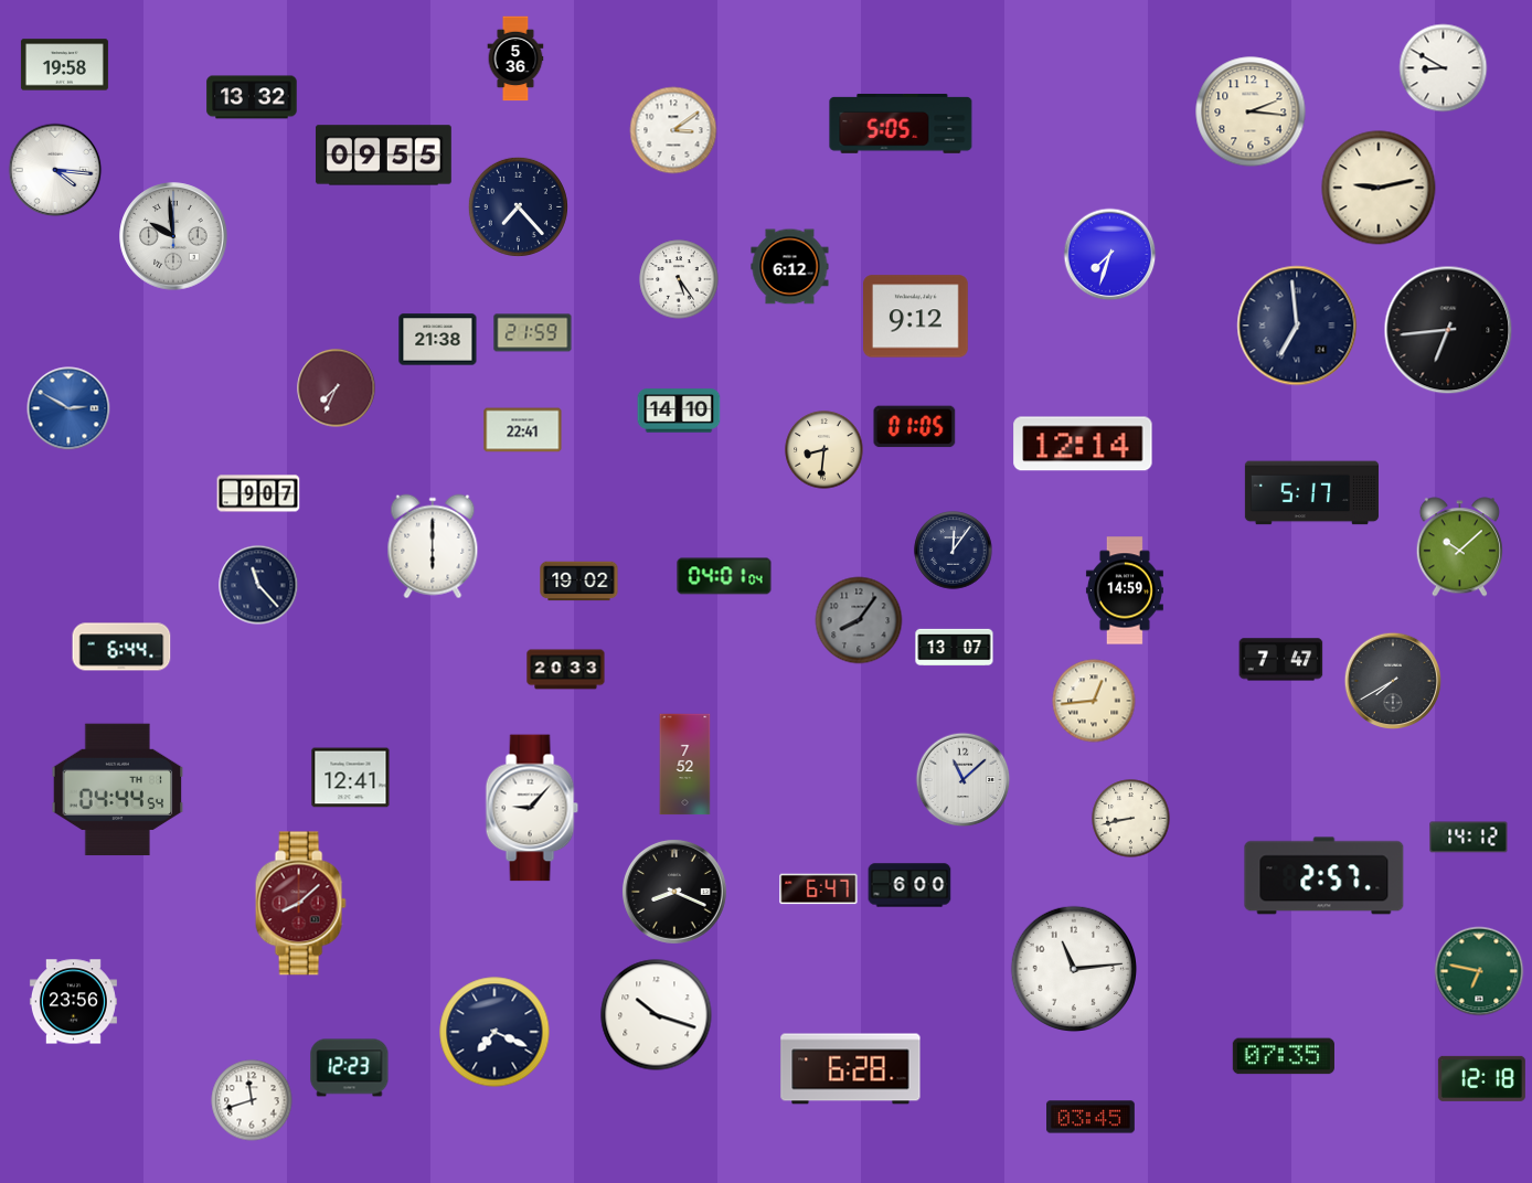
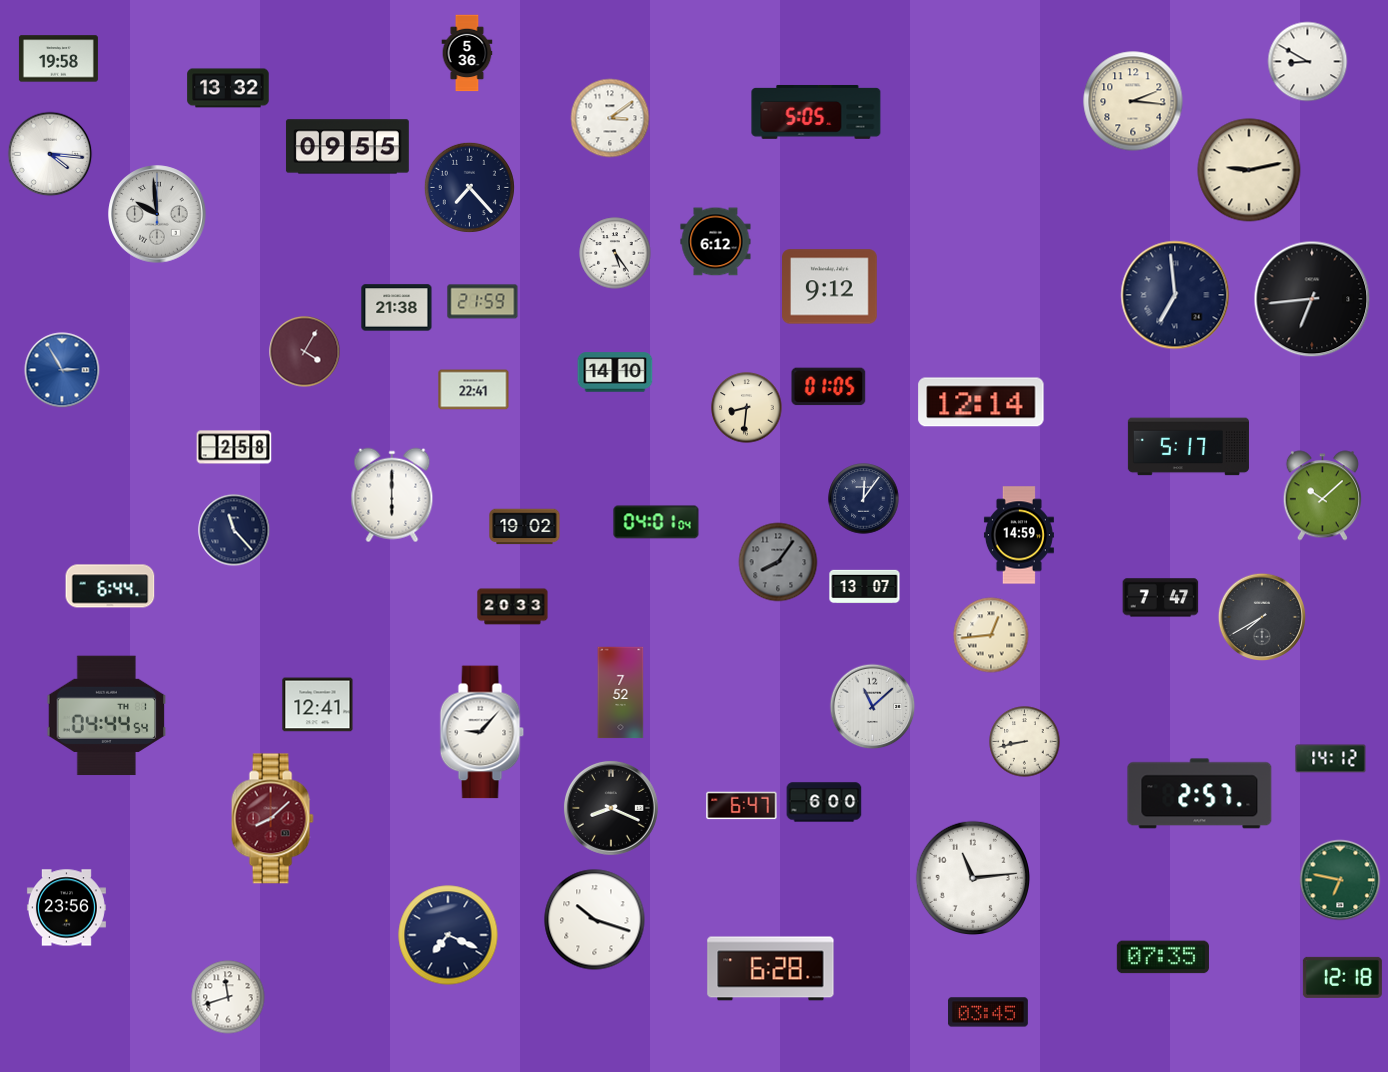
clock at (383, 156) position: (383, 156) -> (347, 147)
clock at (1110, 255): 7:33 -> none
clock at (337, 388): 7:34 -> 4:05
clock at (68, 408): 2:50 -> 2:55
clock at (258, 493): 9:07 -> 2:58
clock at (350, 1068): 12:23 -> none
